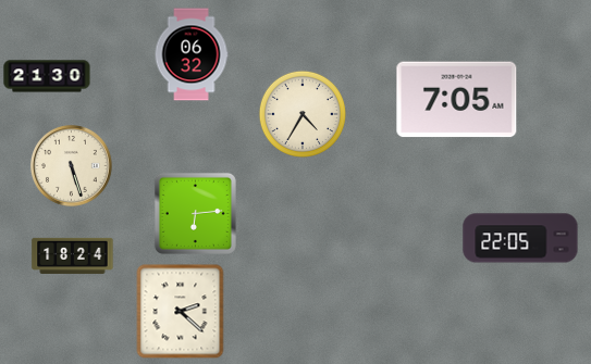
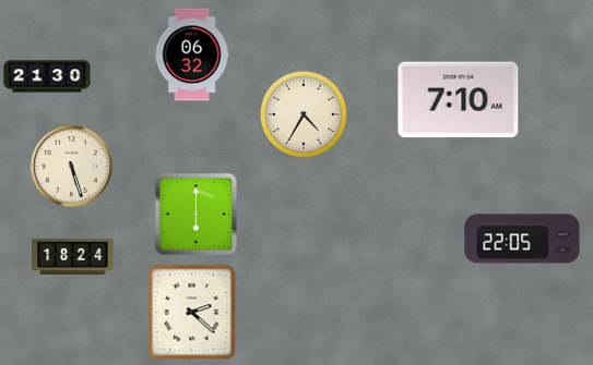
clock at (457, 100): 7:05 -> 7:10
clock at (195, 213): 6:14 -> 6:00
clock at (181, 312) position: (181, 312) -> (192, 313)
